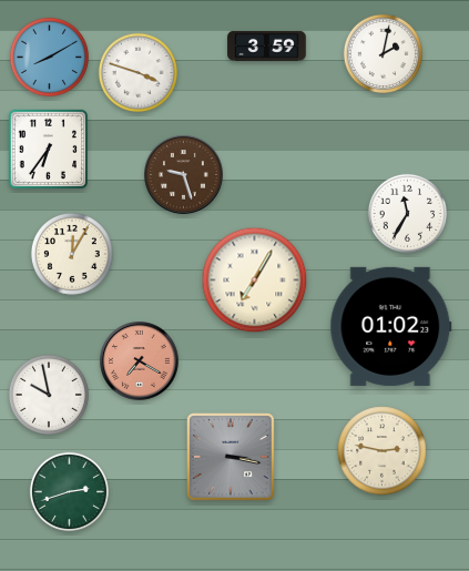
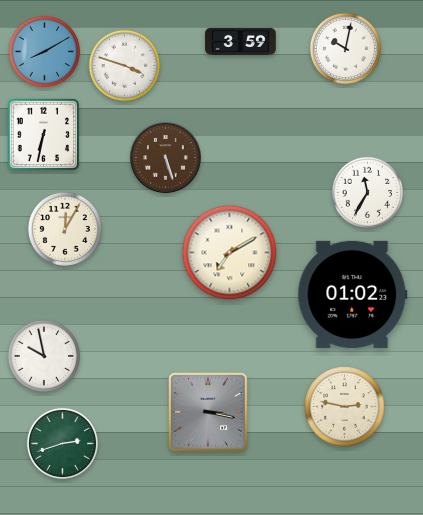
clock at (383, 53): 2:02 -> 10:02
clock at (49, 150): 6:36 -> 6:32
clock at (184, 175): 9:27 -> 5:27
clock at (255, 281): 7:05 -> 7:10
clock at (140, 361): 7:20 -> none
